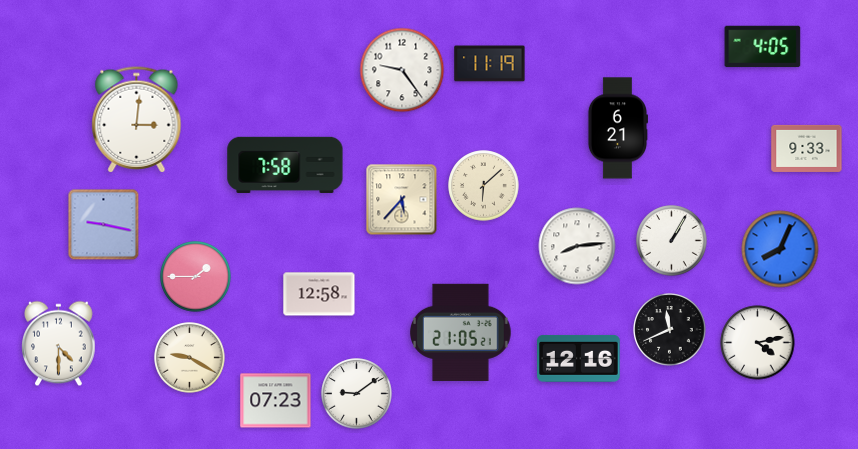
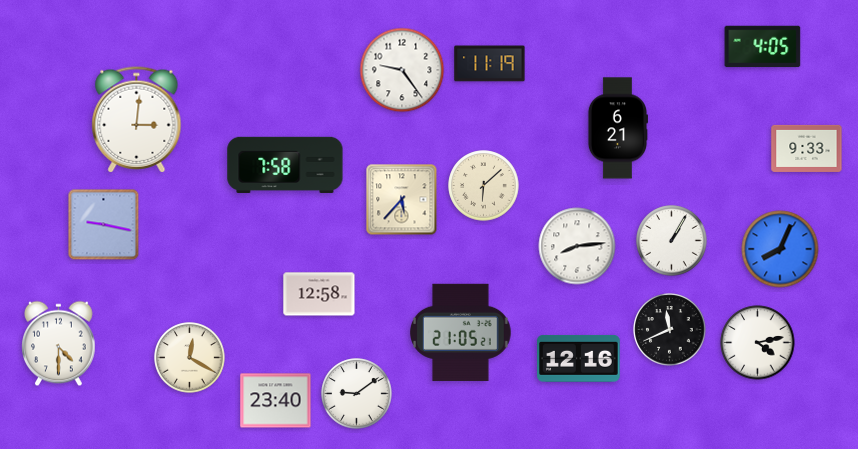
clock at (196, 277): 1:45 -> none
clock at (190, 358): 9:20 -> 12:20
clock at (276, 401): 07:23 -> 23:40
